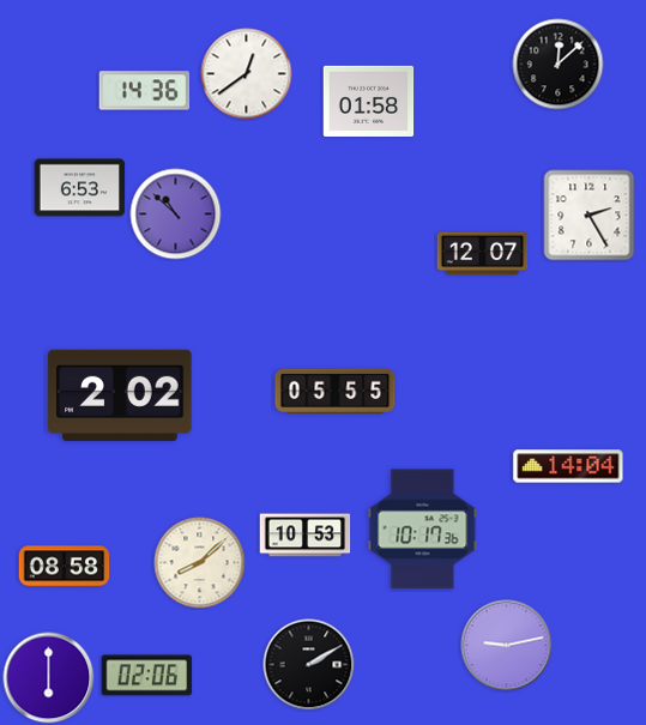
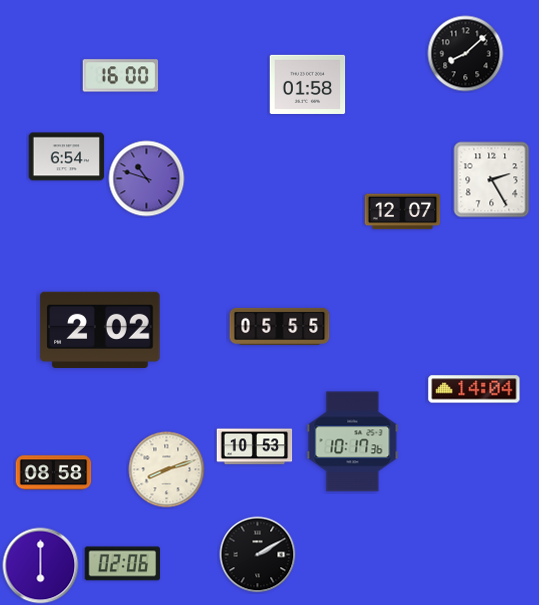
clock at (559, 65): 12:08 -> 8:08
clock at (247, 74): 12:39 -> none
clock at (145, 91): 14:36 -> 16:00
clock at (80, 188): 6:53 -> 6:54
clock at (176, 215): 10:52 -> 10:48
clock at (200, 563): 8:08 -> 8:12
clock at (507, 646): 9:13 -> none
